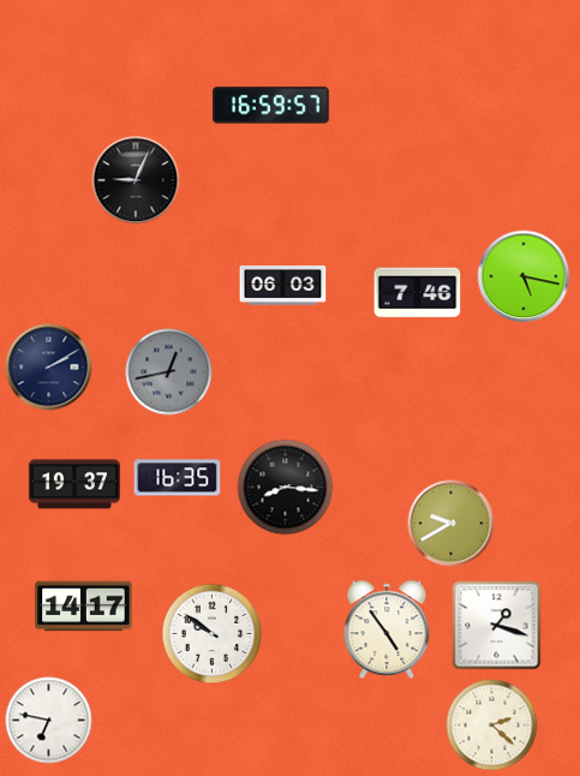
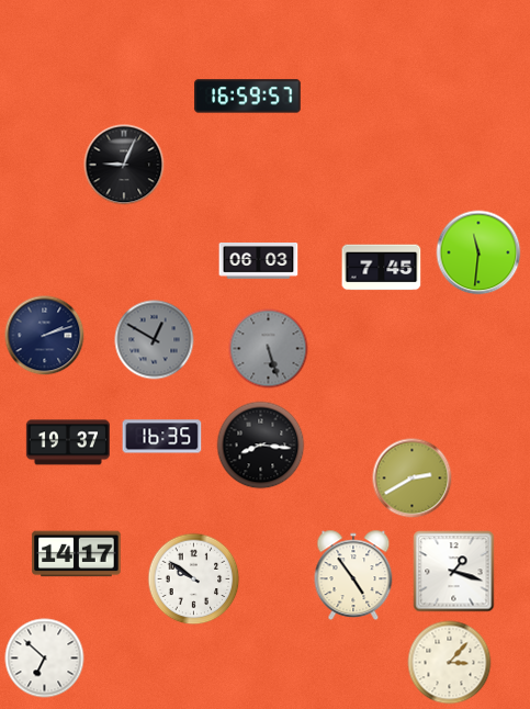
clock at (524, 276): 5:17 -> 11:31
clock at (418, 293): 7:46 -> 7:45
clock at (49, 368): 2:10 -> 2:12
clock at (169, 372): 12:43 -> 12:50
clock at (269, 349): none -> 5:27
clock at (452, 524): 9:40 -> 2:40
clock at (49, 721): 6:47 -> 6:52
clock at (492, 726): 2:22 -> 3:07
